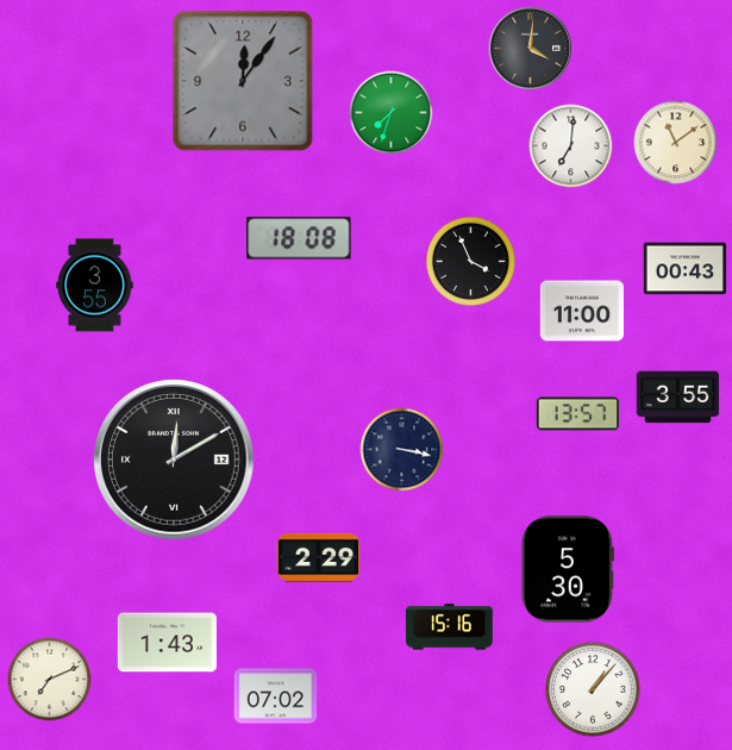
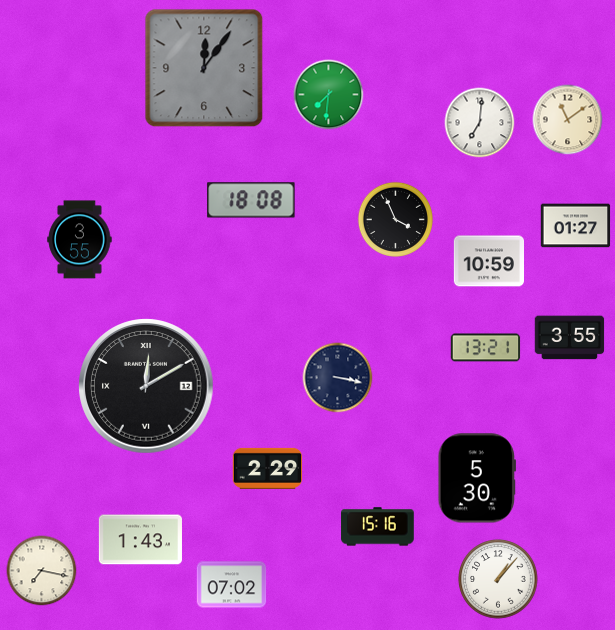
clock at (530, 48): 4:01 -> none
clock at (392, 113): 7:33 -> 7:31
clock at (686, 269): 00:43 -> 01:27
clock at (581, 311): 11:00 -> 10:59
clock at (678, 398) position: (678, 398) -> (570, 338)
clock at (578, 414): 13:57 -> 13:21
clock at (50, 680): 7:11 -> 7:17
